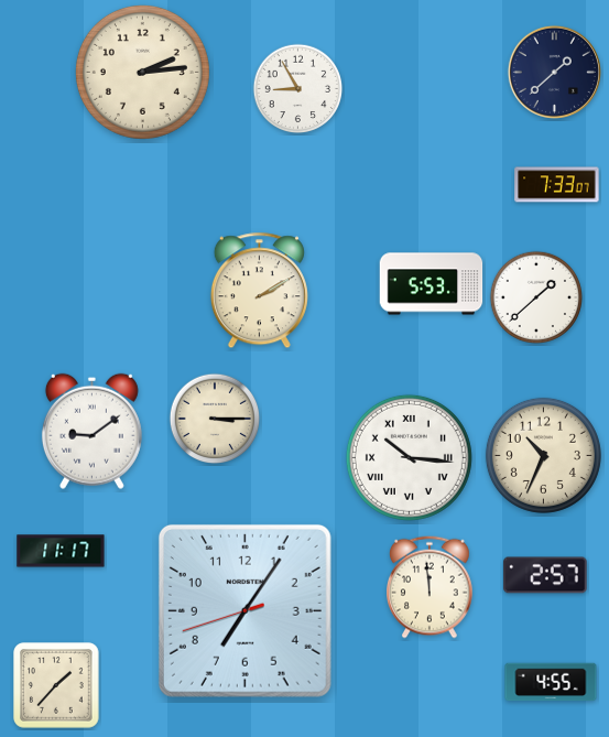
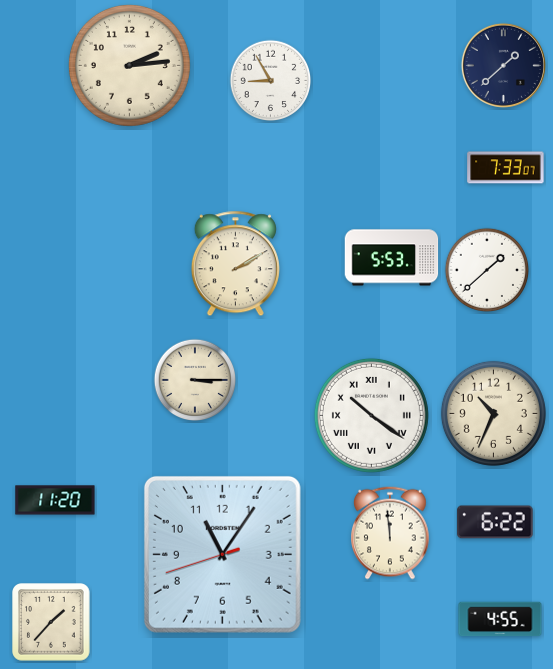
clock at (91, 431): 9:09 -> none
clock at (409, 457): 10:16 -> 10:21
clock at (61, 551): 11:17 -> 11:20
clock at (545, 575): 2:57 -> 6:22
clock at (244, 610): 7:05 -> 11:05
